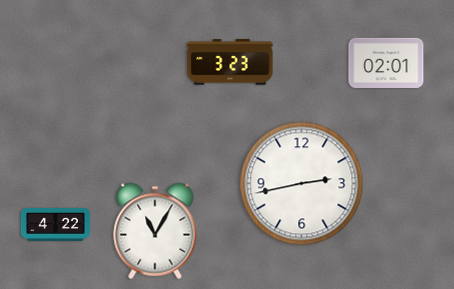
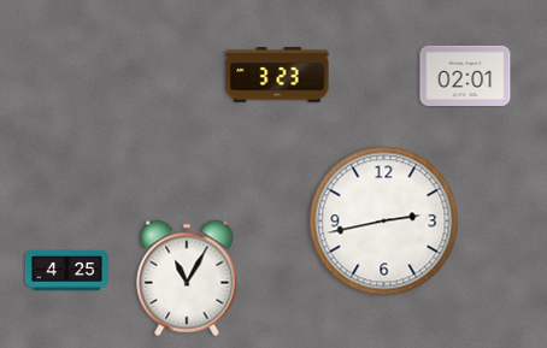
clock at (302, 184) position: (302, 184) -> (384, 222)
clock at (55, 224): 4:22 -> 4:25
